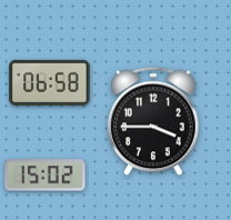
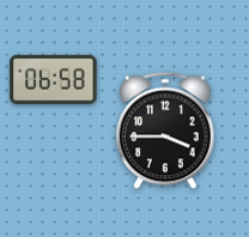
clock at (50, 82) position: (50, 82) -> (54, 79)
clock at (46, 176): 15:02 -> none
